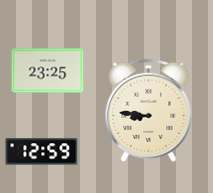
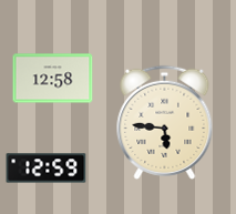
clock at (48, 71): 23:25 -> 12:58
clock at (149, 110): 8:46 -> 5:46
